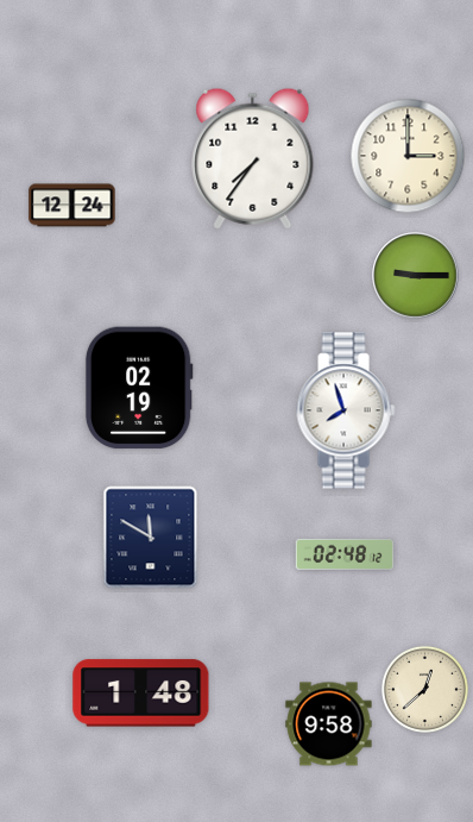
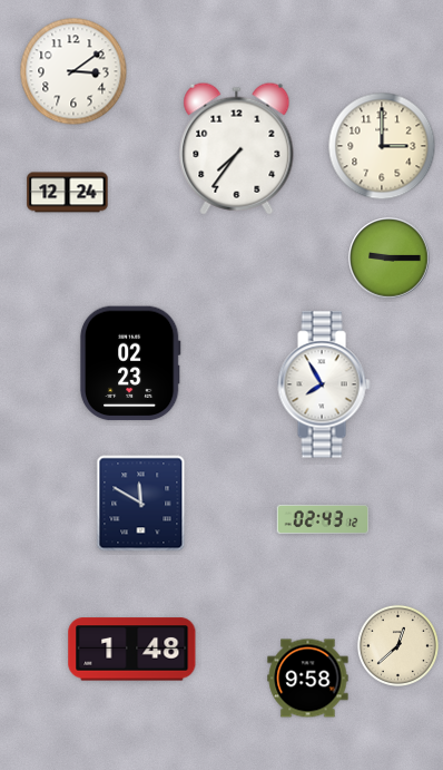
clock at (73, 71): none -> 3:09
clock at (139, 388): 02:19 -> 02:23
clock at (346, 410): 7:57 -> 7:55
clock at (345, 554): 02:48 -> 02:43
